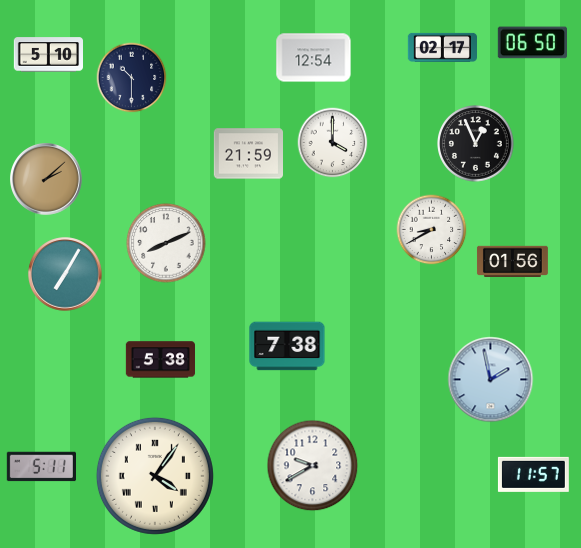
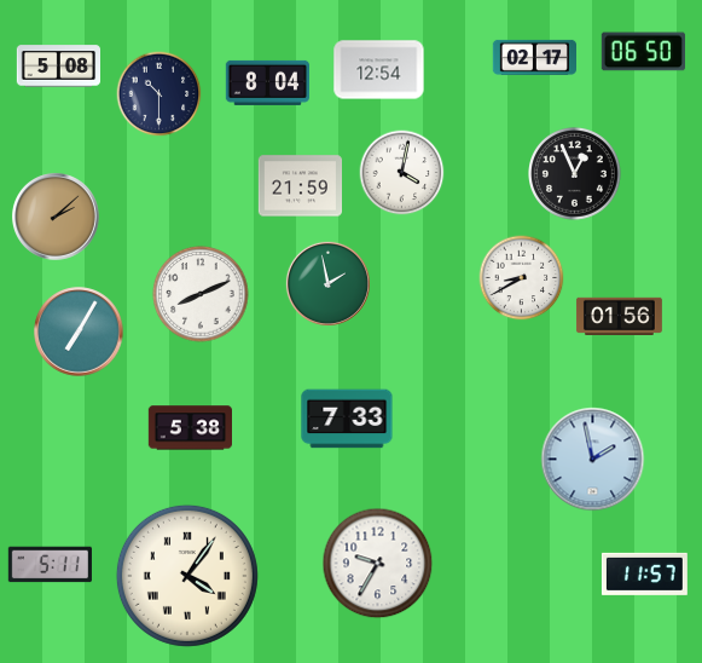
clock at (48, 55): 5:10 -> 5:08
clock at (267, 82): none -> 8:04
clock at (333, 143): 4:00 -> 4:02
clock at (327, 283): none -> 1:58
clock at (287, 346): 7:38 -> 7:33
clock at (160, 360) position: (160, 360) -> (190, 428)
clock at (313, 466): 9:40 -> 9:35
